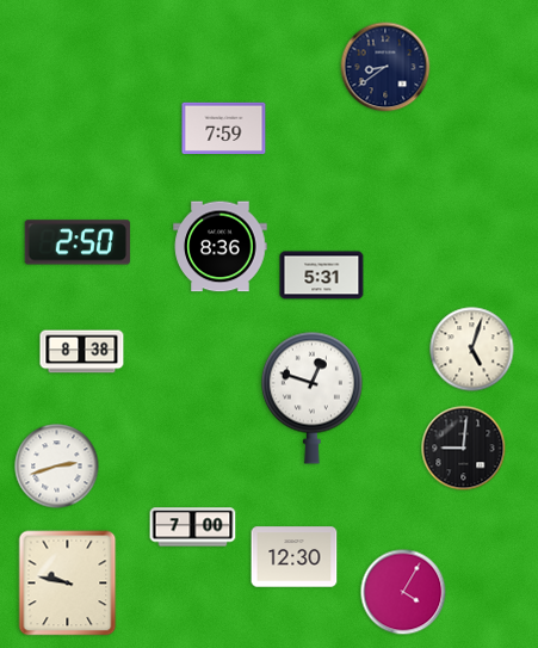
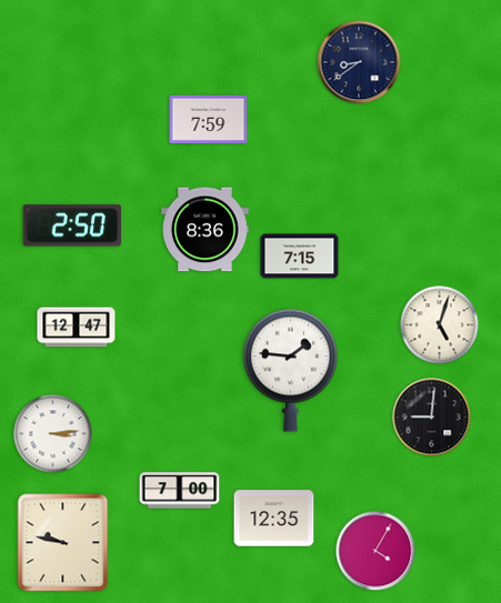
clock at (322, 276): 5:31 -> 7:15
clock at (82, 352): 8:38 -> 12:47
clock at (311, 397): 12:48 -> 1:46
clock at (57, 467): 2:42 -> 3:14
clock at (295, 557): 12:30 -> 12:35
